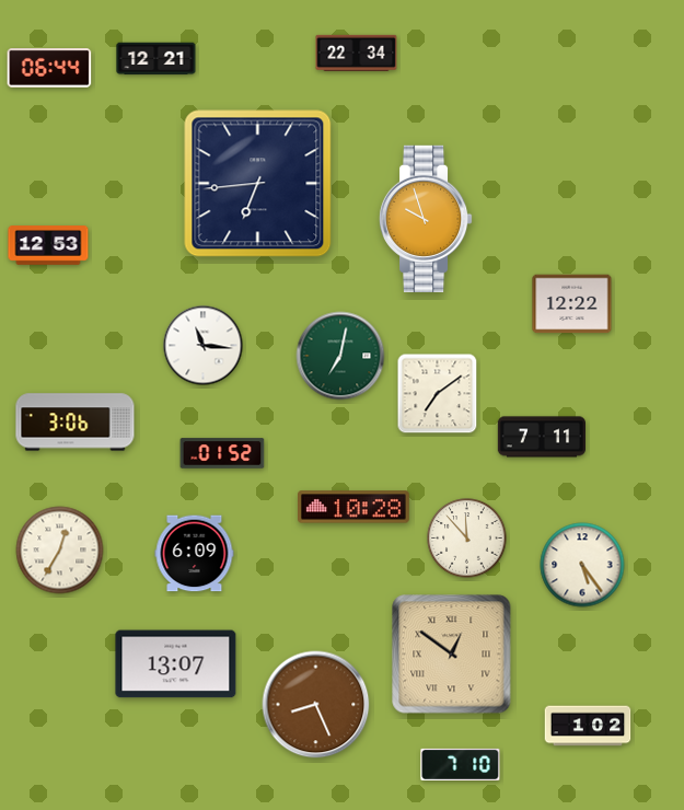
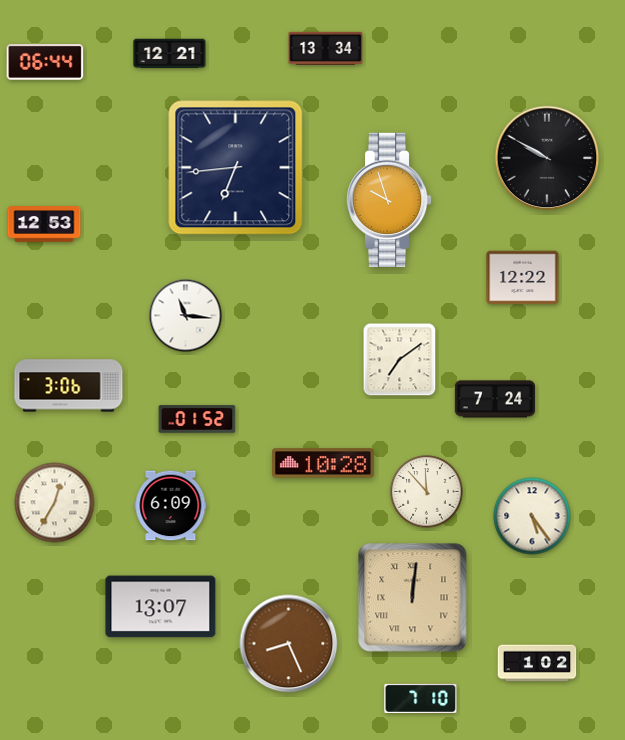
clock at (357, 53): 22:34 -> 13:34
clock at (156, 59) position: (156, 59) -> (170, 54)
clock at (547, 158): none -> 9:50
clock at (340, 356): 7:02 -> none
clock at (541, 437): 7:11 -> 7:24
clock at (222, 453) position: (222, 453) -> (197, 419)
clock at (195, 554) position: (195, 554) -> (171, 506)
clock at (452, 655): 12:51 -> 12:01
